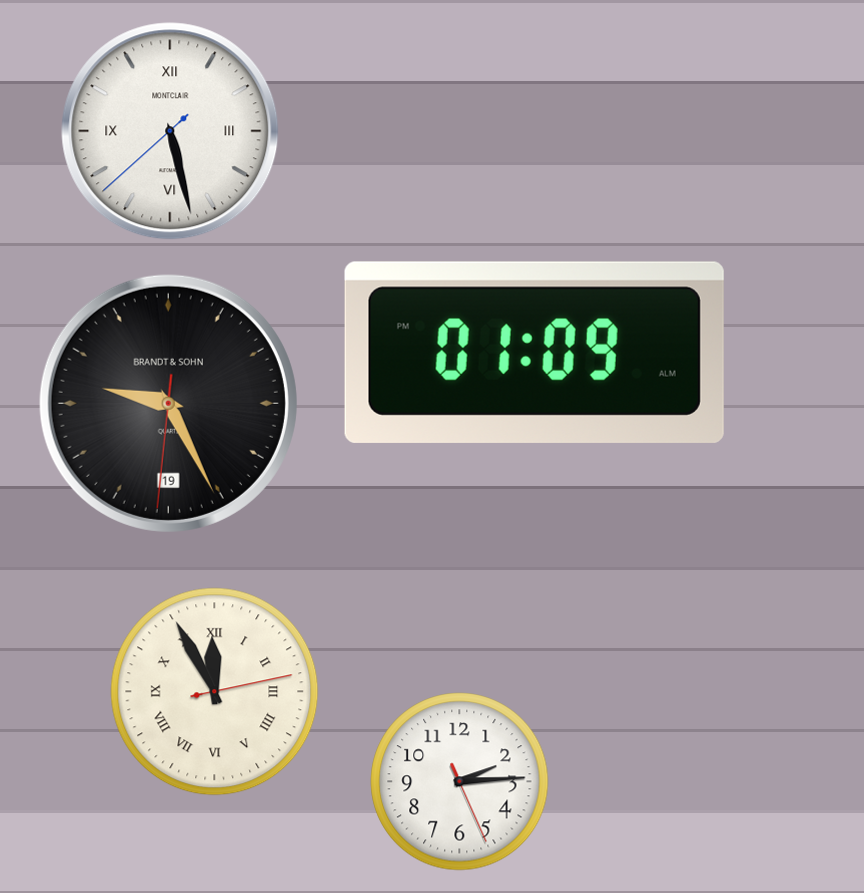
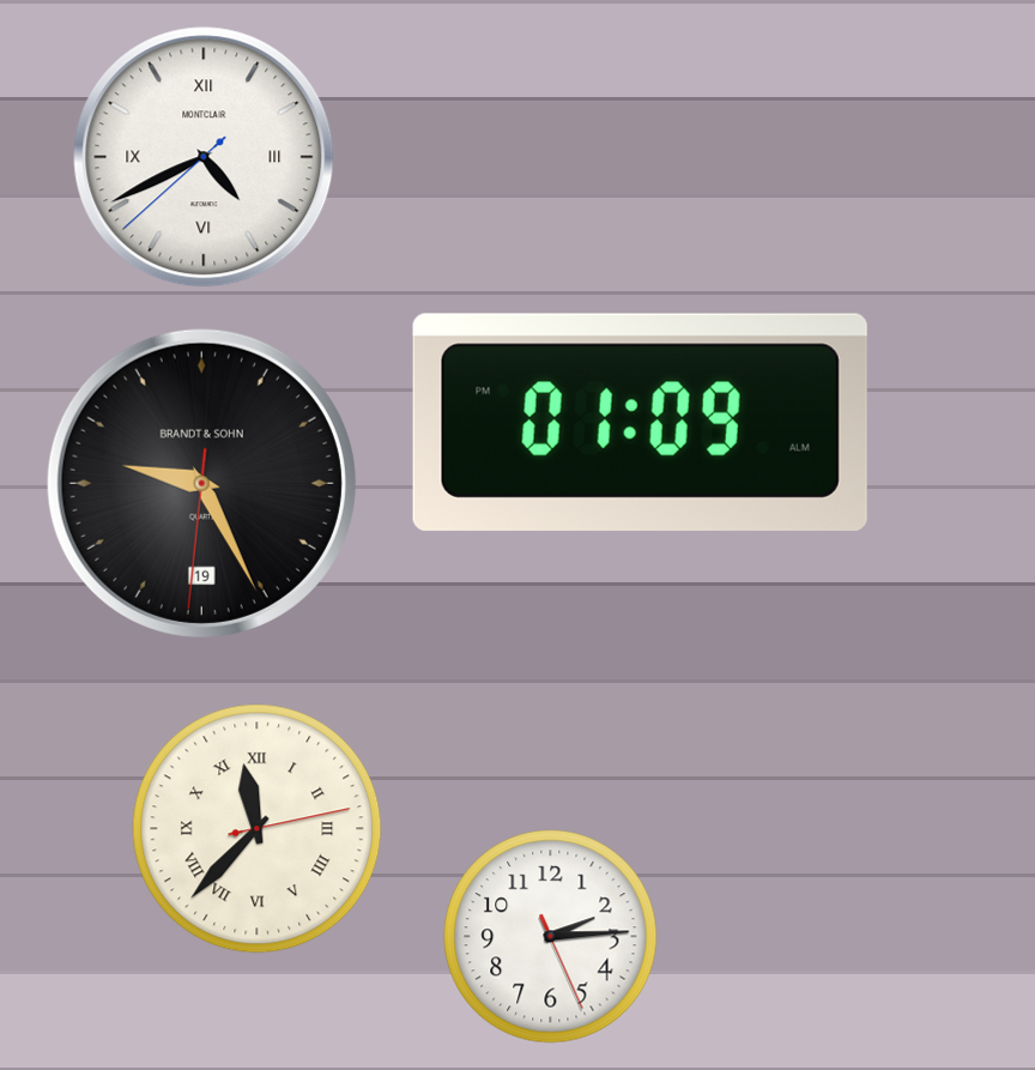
clock at (170, 131): 5:27 -> 4:40
clock at (215, 692): 11:55 -> 11:37
